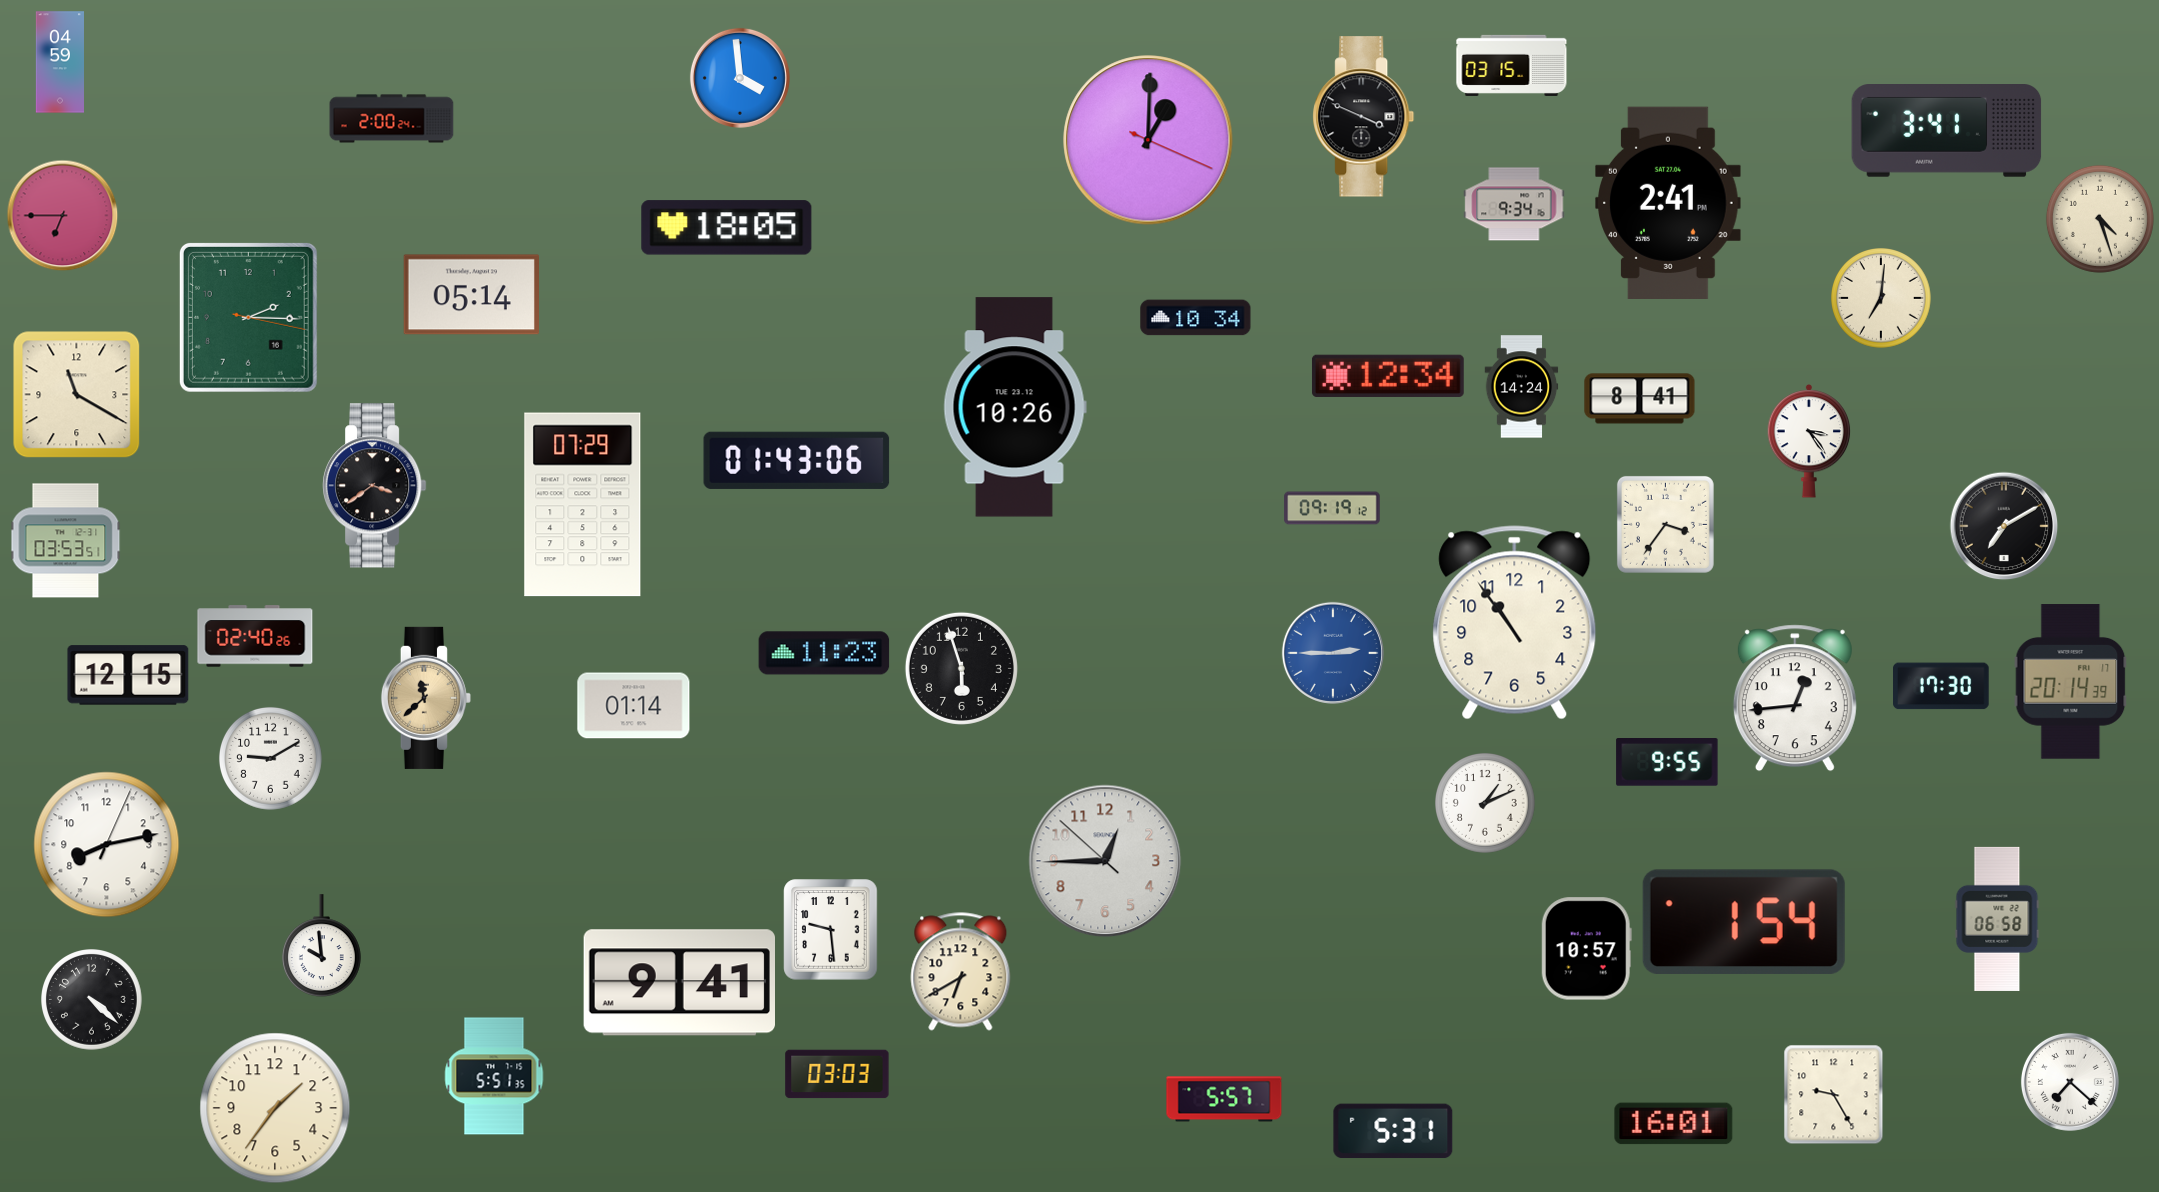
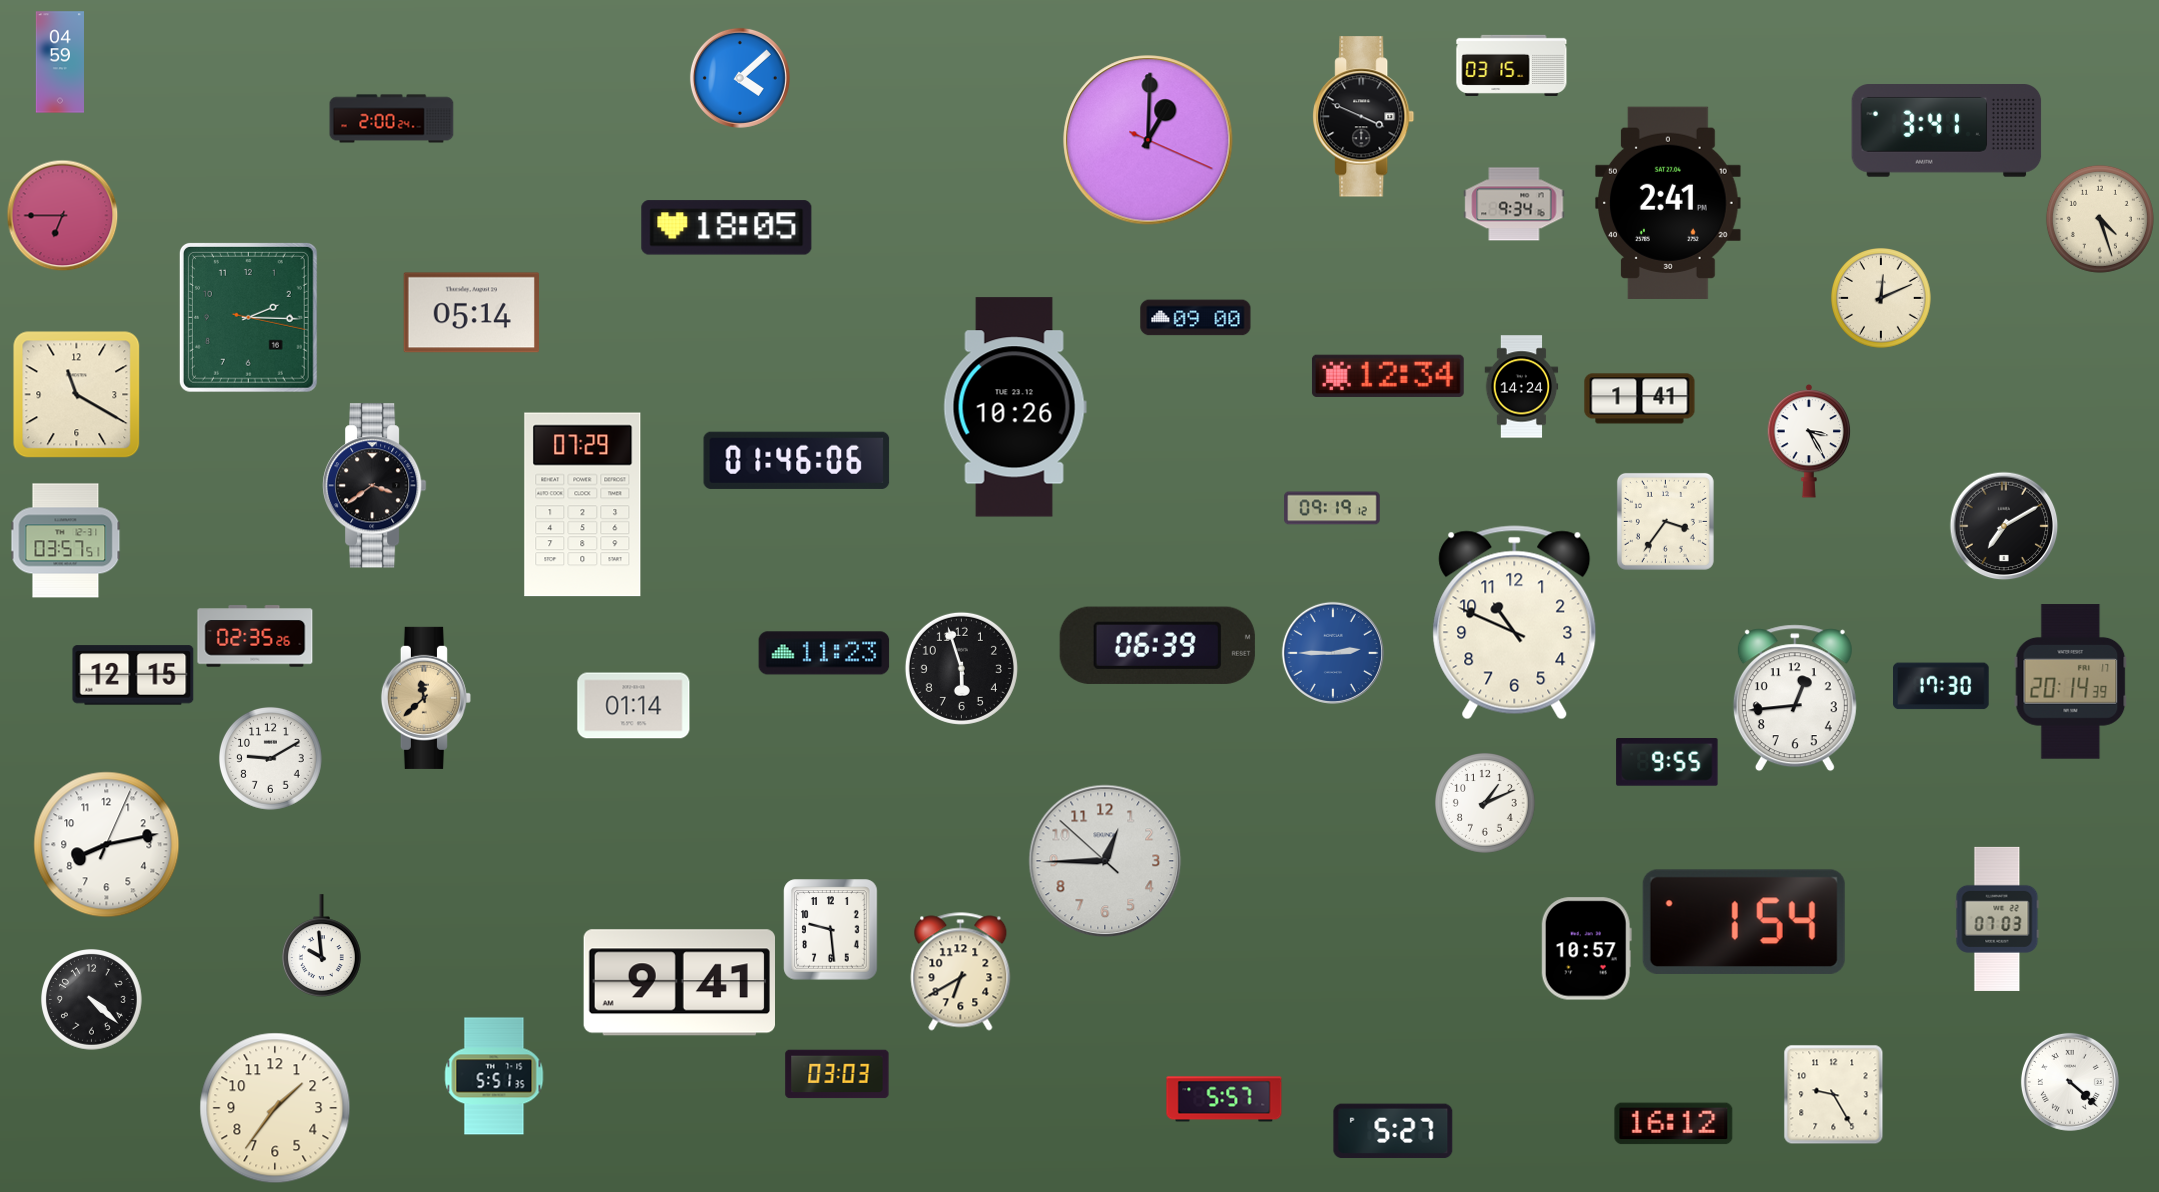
clock at (740, 78): 3:59 -> 4:08
clock at (471, 295) position: (471, 295) -> (471, 313)
clock at (1881, 298): 7:01 -> 12:11
clock at (1196, 318): 10:34 -> 09:00
clock at (1640, 399): 8:41 -> 1:41
clock at (1809, 442): 3:24 -> 3:25
clock at (797, 460): 01:43 -> 01:46
clock at (1665, 524) position: (1665, 524) -> (1665, 521)
clock at (66, 541): 03:53 -> 03:57
clock at (1515, 623): 10:54 -> 10:49
clock at (255, 636): 02:40 -> 02:35
clock at (1157, 645): none -> 06:39
clock at (128, 675) position: (128, 675) -> (133, 675)
clock at (1997, 919): 06:58 -> 07:03
clock at (2070, 1082): 7:22 -> 4:22
clock at (1674, 1124): 16:01 -> 16:12
clock at (1393, 1131): 5:31 -> 5:27
